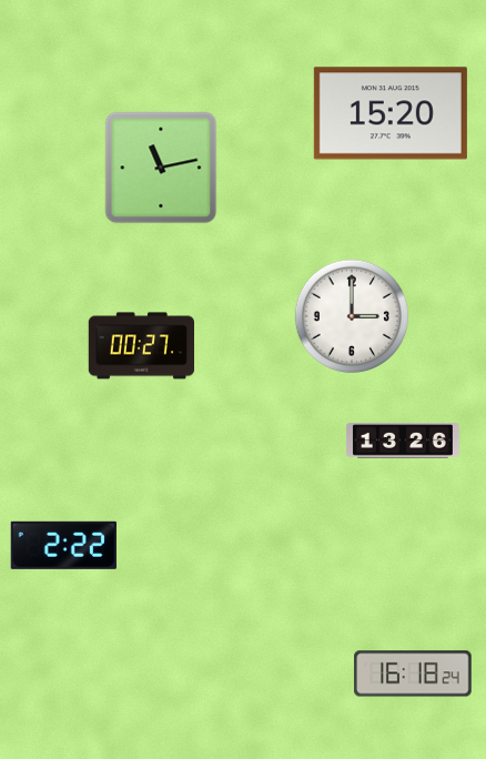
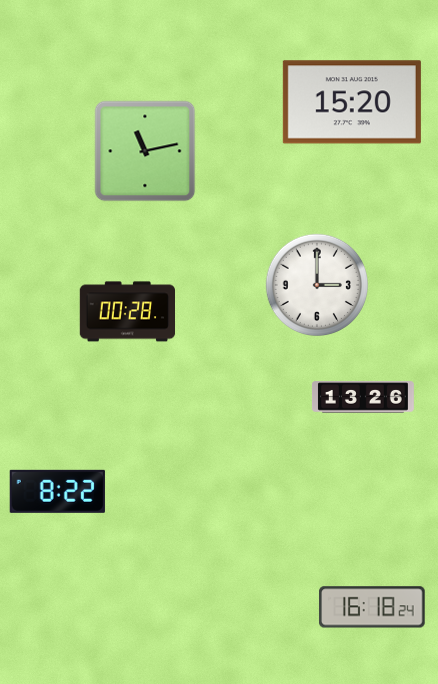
clock at (142, 346): 00:27 -> 00:28
clock at (63, 545): 2:22 -> 8:22
